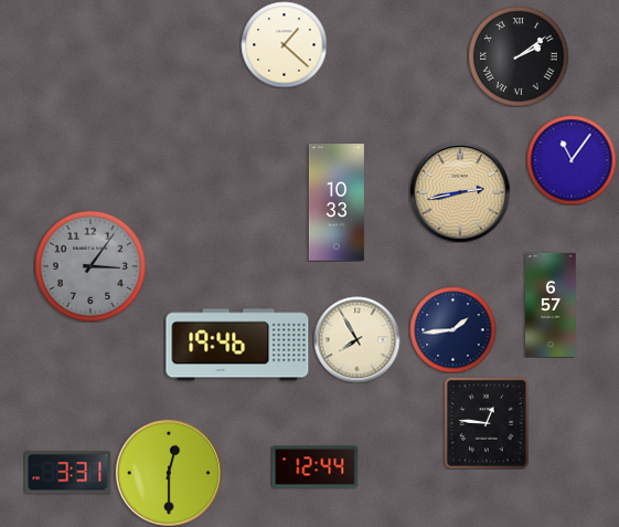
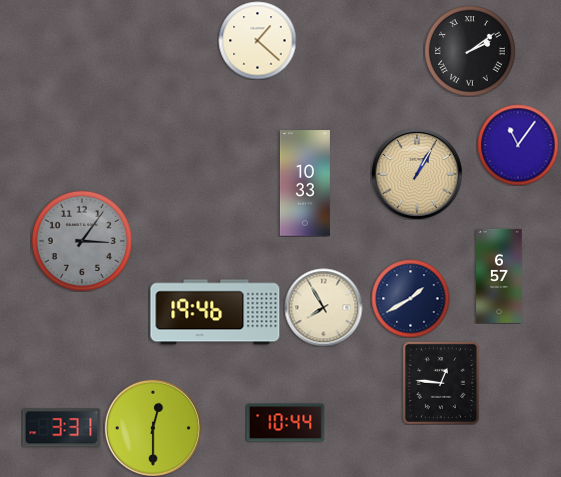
clock at (460, 192): 2:43 -> 1:05
clock at (452, 329): 1:44 -> 1:40
clock at (314, 467): 12:44 -> 10:44
